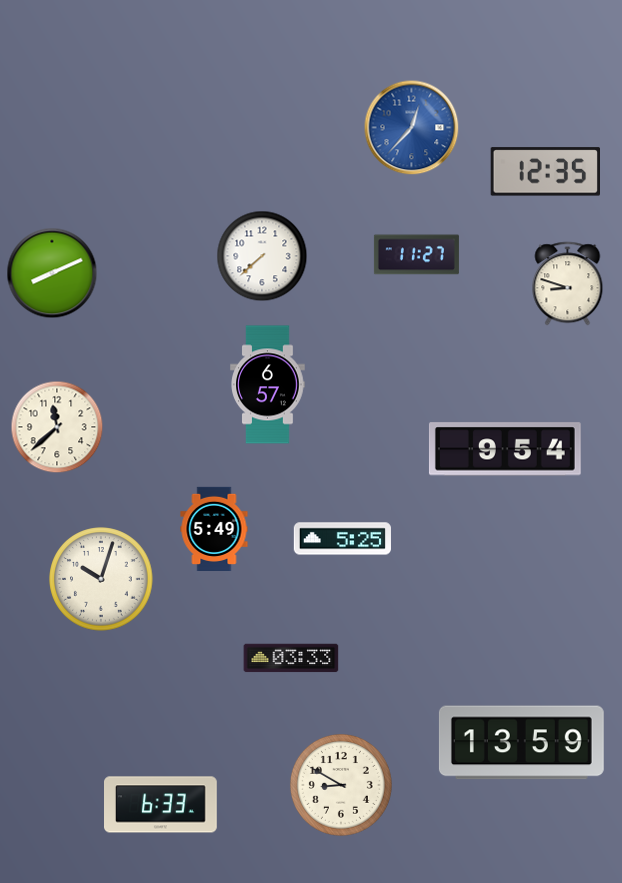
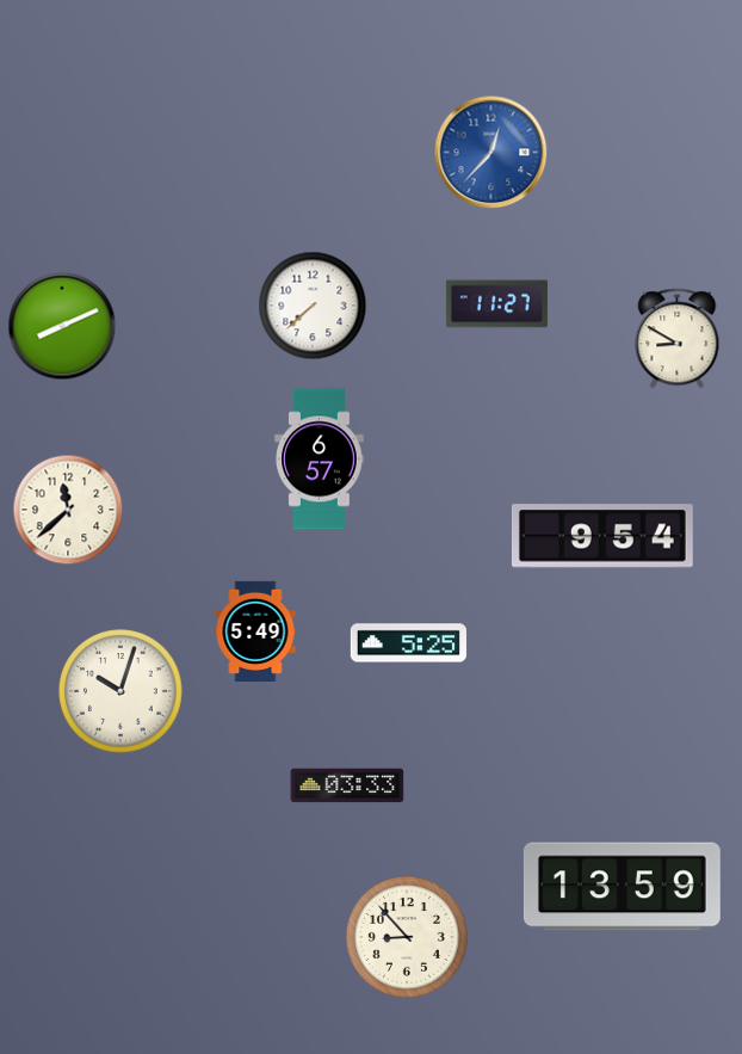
clock at (545, 172): 12:35 -> none
clock at (568, 284): 8:48 -> 8:50
clock at (341, 785): 8:50 -> 8:53
clock at (161, 805): 6:33 -> none
